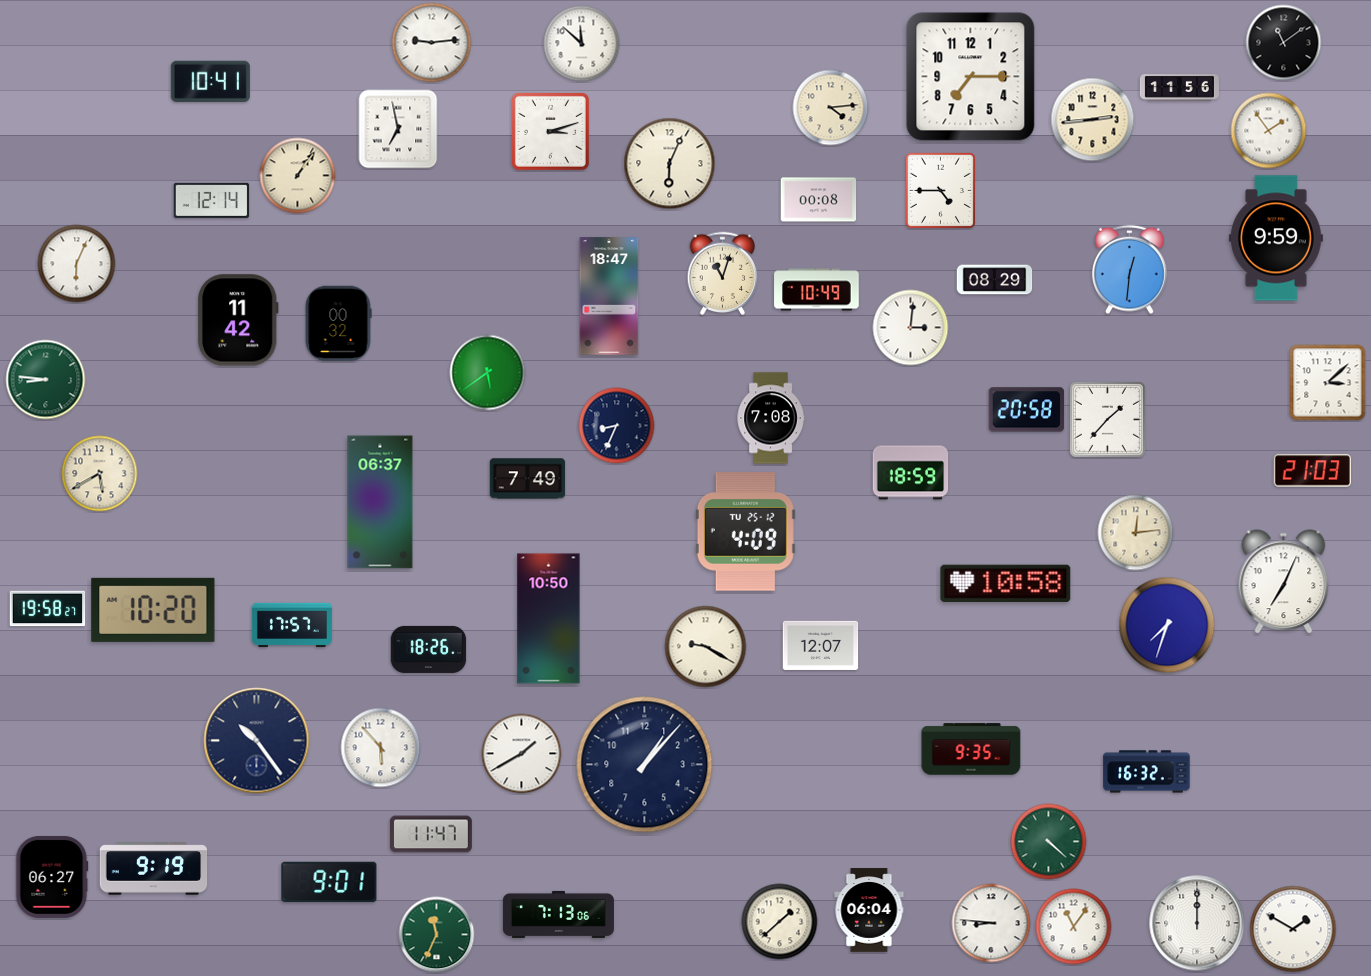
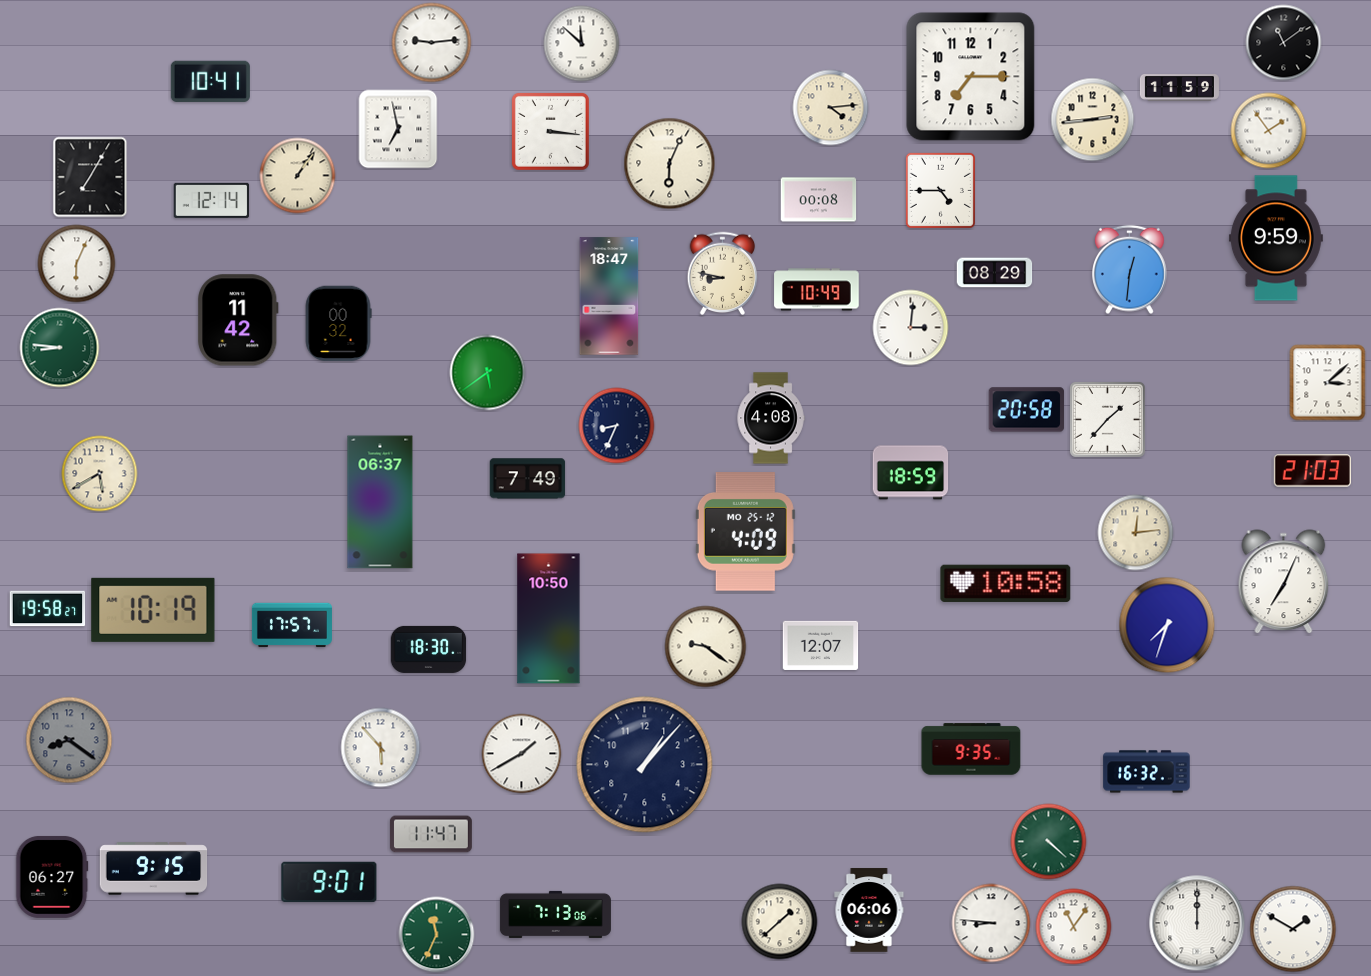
clock at (1179, 88): 11:56 -> 11:59
clock at (550, 131): 3:12 -> 3:16
clock at (90, 177): none -> 7:05
clock at (723, 274): 11:03 -> 8:47
clock at (995, 280) position: (995, 280) -> (995, 273)
clock at (46, 380) position: (46, 380) -> (60, 348)
clock at (771, 418): 7:08 -> 4:08
clock at (745, 532) date: TU 25-12 -> MO 25-12
clock at (153, 610): 10:20 -> 10:19
clock at (706, 647): 9:20 -> 9:21
clock at (429, 649): 18:26 -> 18:30
clock at (69, 740): none -> 8:21
clock at (257, 741): 10:24 -> none
clock at (154, 869): 9:19 -> 9:15
clock at (869, 910): 06:04 -> 06:06
clock at (558, 914) position: (558, 914) -> (555, 914)
